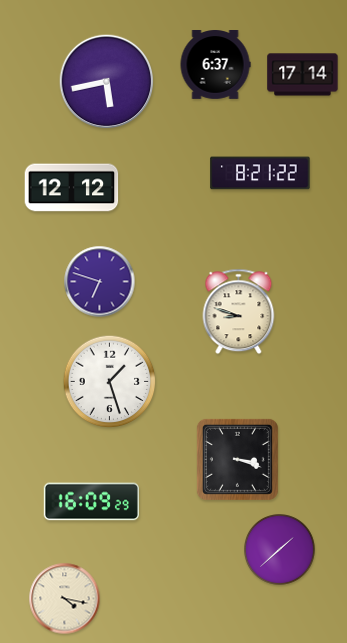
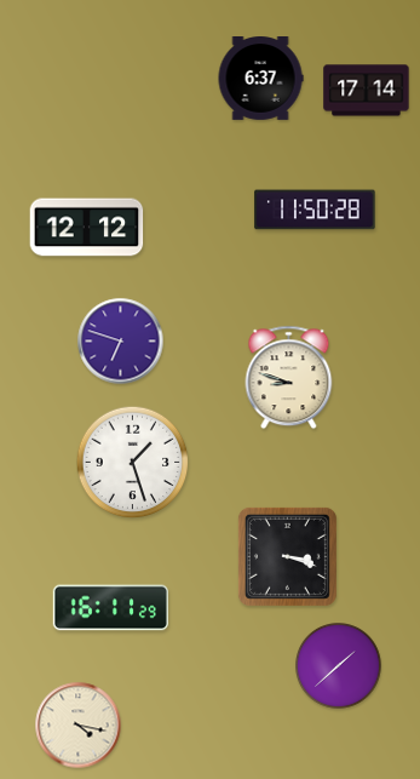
clock at (107, 82): 5:43 -> none
clock at (260, 173): 8:21 -> 11:50
clock at (91, 502): 16:09 -> 16:11
